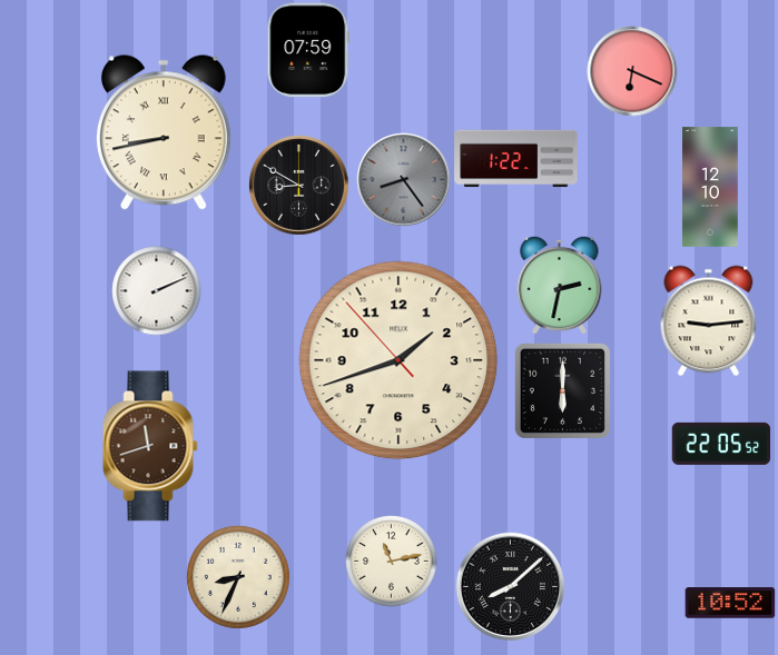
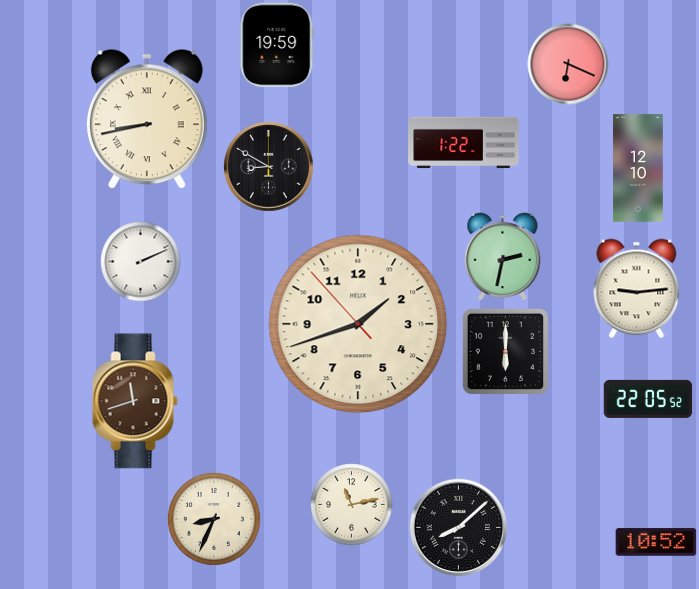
clock at (308, 50): 07:59 -> 19:59
clock at (403, 179): 8:24 -> none
